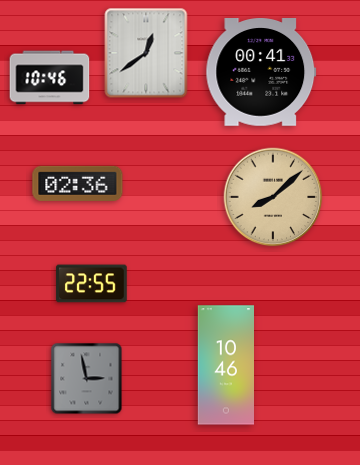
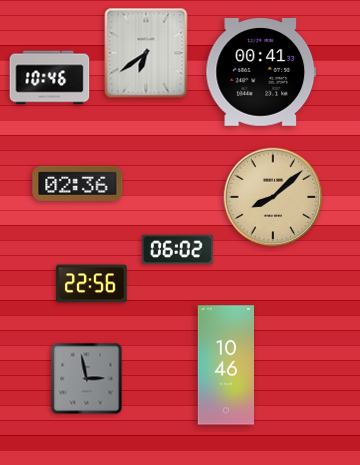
clock at (146, 53): 12:39 -> 6:39
clock at (178, 249): none -> 06:02
clock at (92, 284): 22:55 -> 22:56
